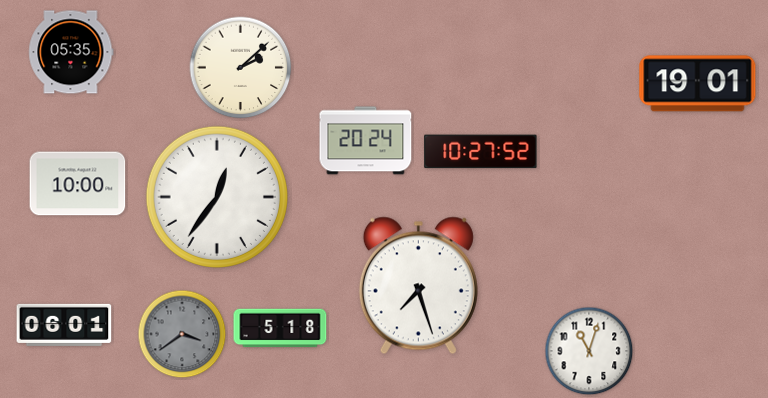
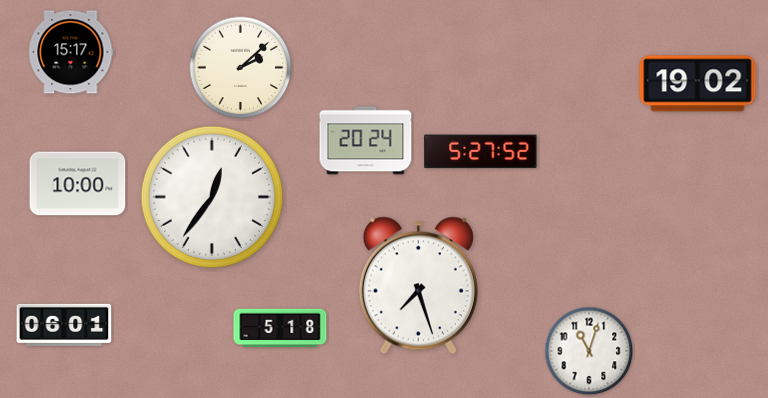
clock at (71, 52): 05:35 -> 15:17
clock at (698, 84): 19:01 -> 19:02
clock at (481, 152): 10:27 -> 5:27
clock at (217, 197) position: (217, 197) -> (212, 197)
clock at (182, 334): 3:39 -> none
